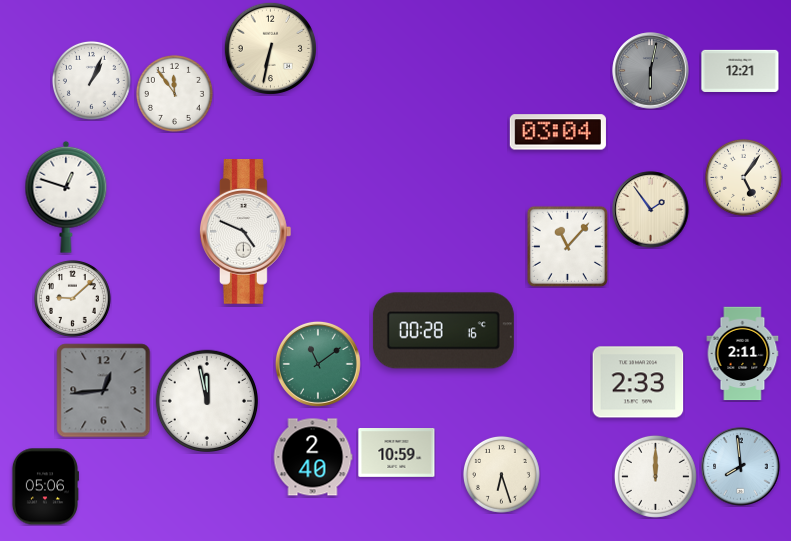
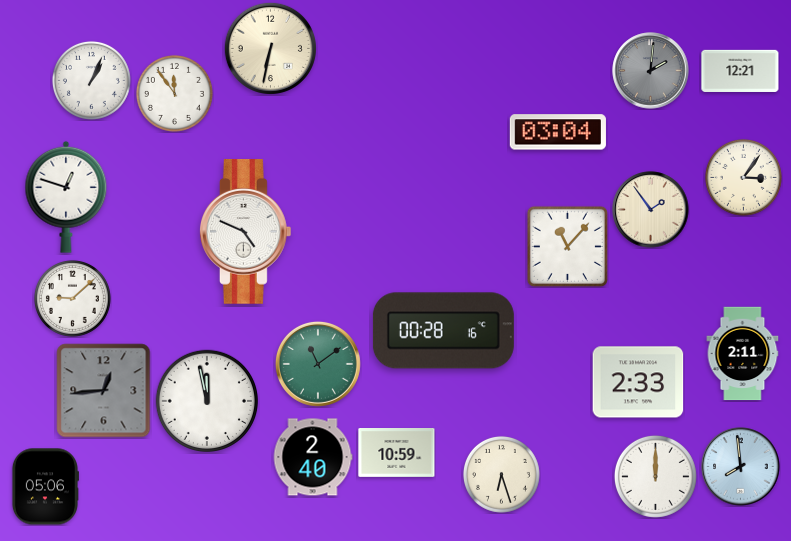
clock at (651, 71): 6:02 -> 2:01
clock at (743, 177): 5:06 -> 3:06
